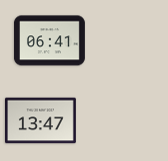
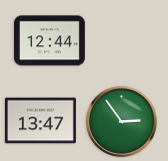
clock at (49, 41): 06:41 -> 12:44
clock at (121, 121): none -> 2:54
